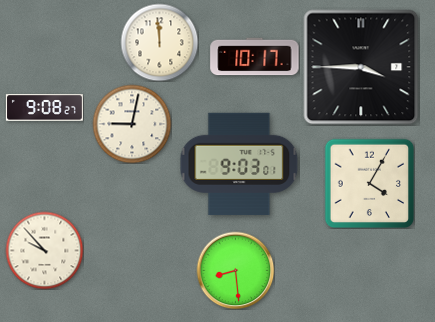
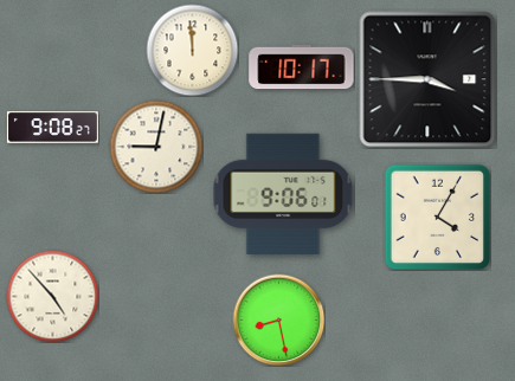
clock at (159, 42) position: (159, 42) -> (192, 50)
clock at (239, 163): 9:03 -> 9:06
clock at (44, 250): 9:53 -> 4:53
clock at (235, 270): 8:29 -> 8:28
